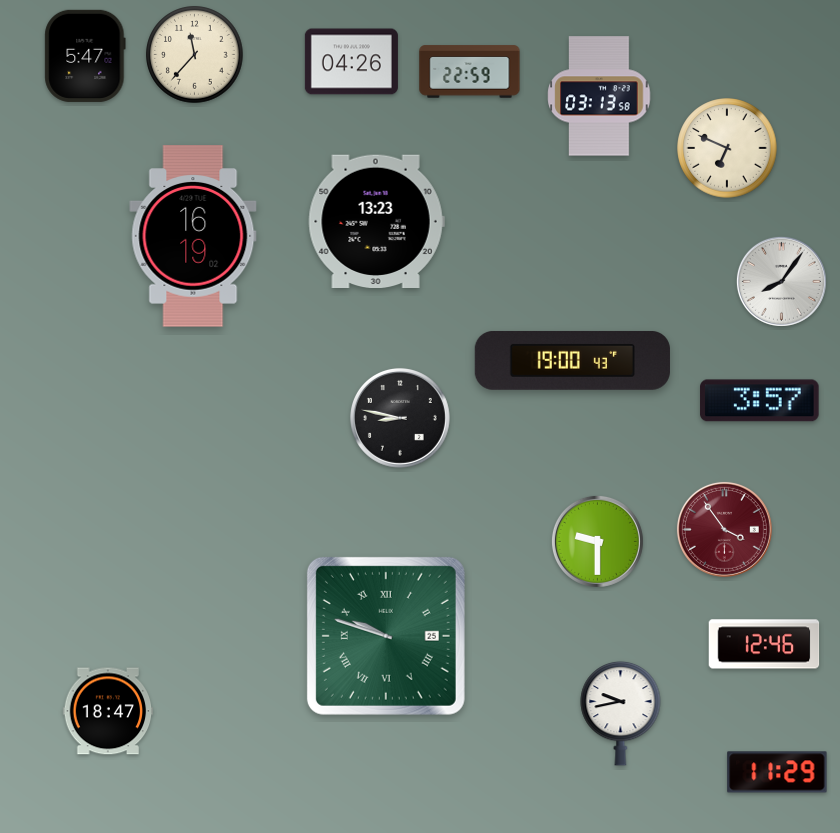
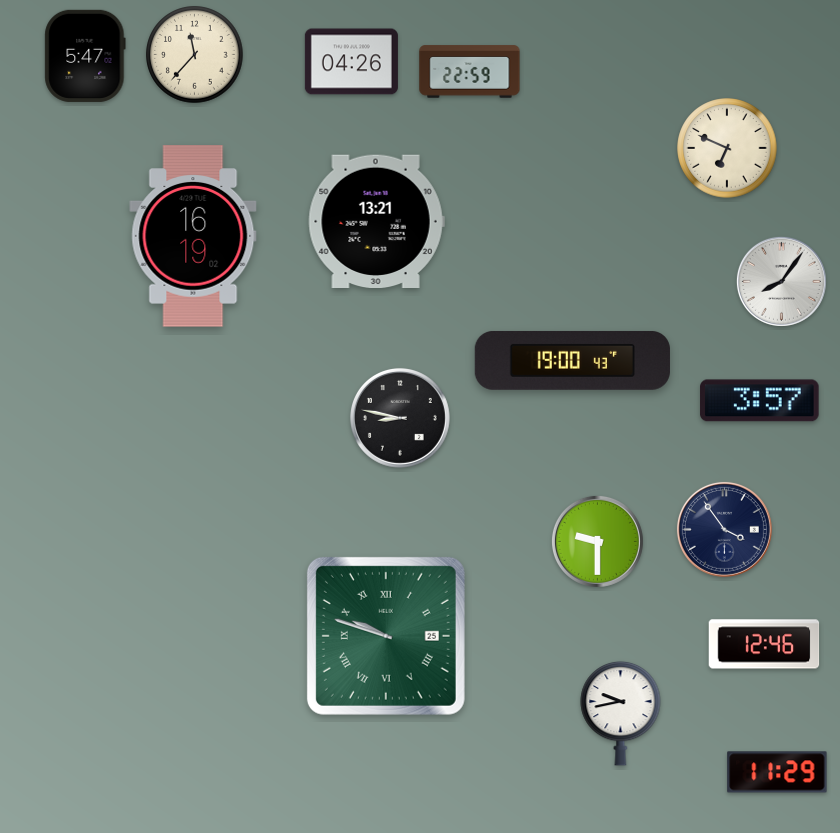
clock at (599, 96): 03:13 -> none
clock at (376, 222): 13:23 -> 13:21
clock at (724, 529) dial: burgundy -> navy
clock at (108, 711): 18:47 -> none
